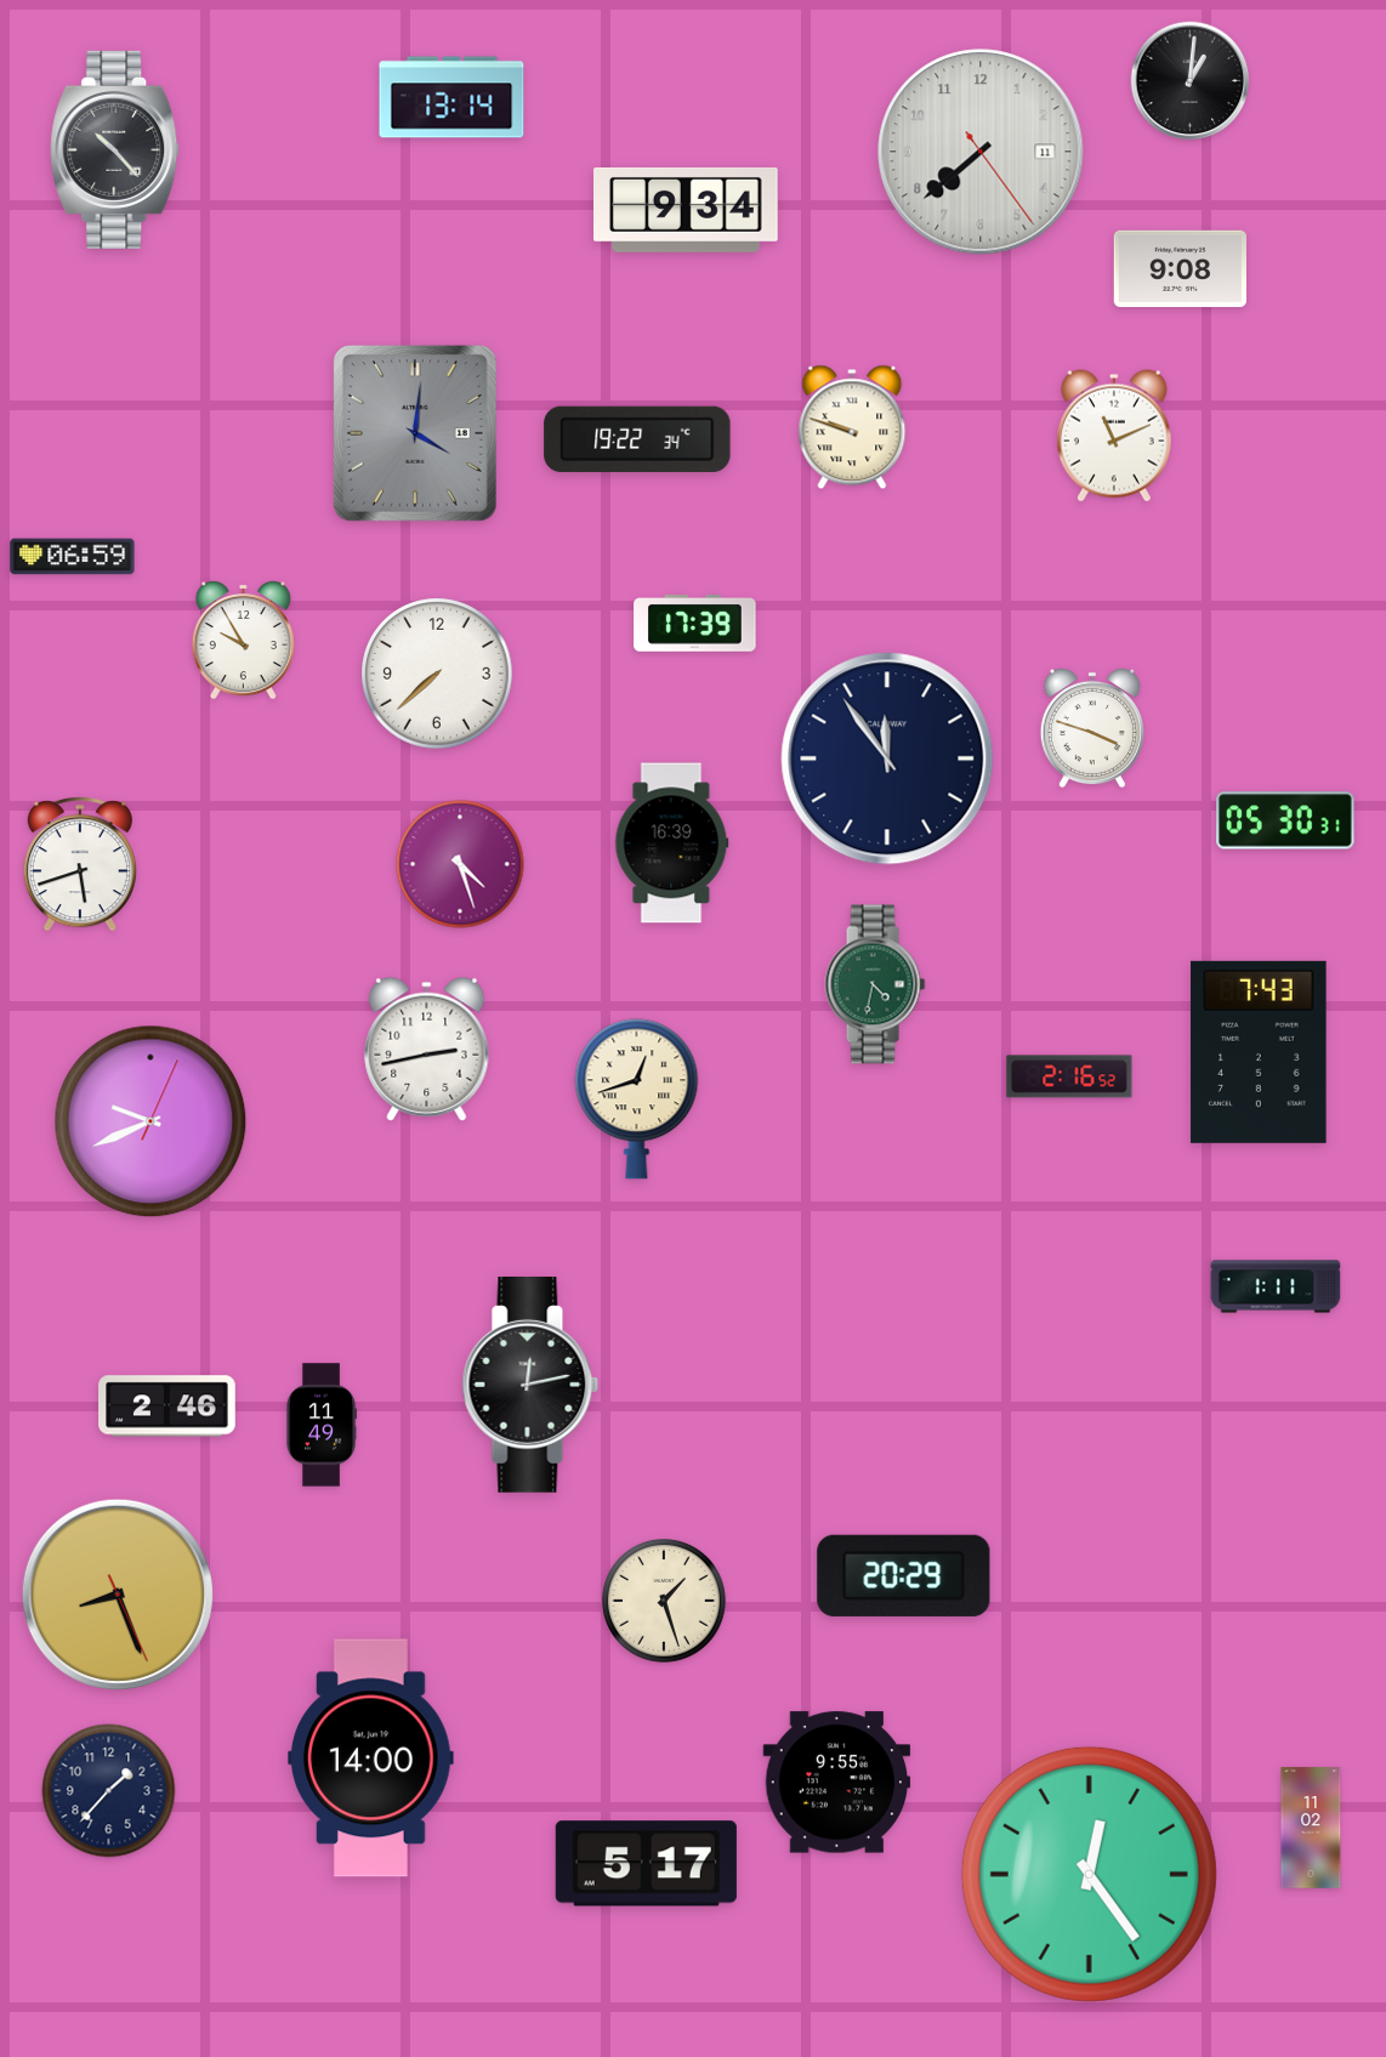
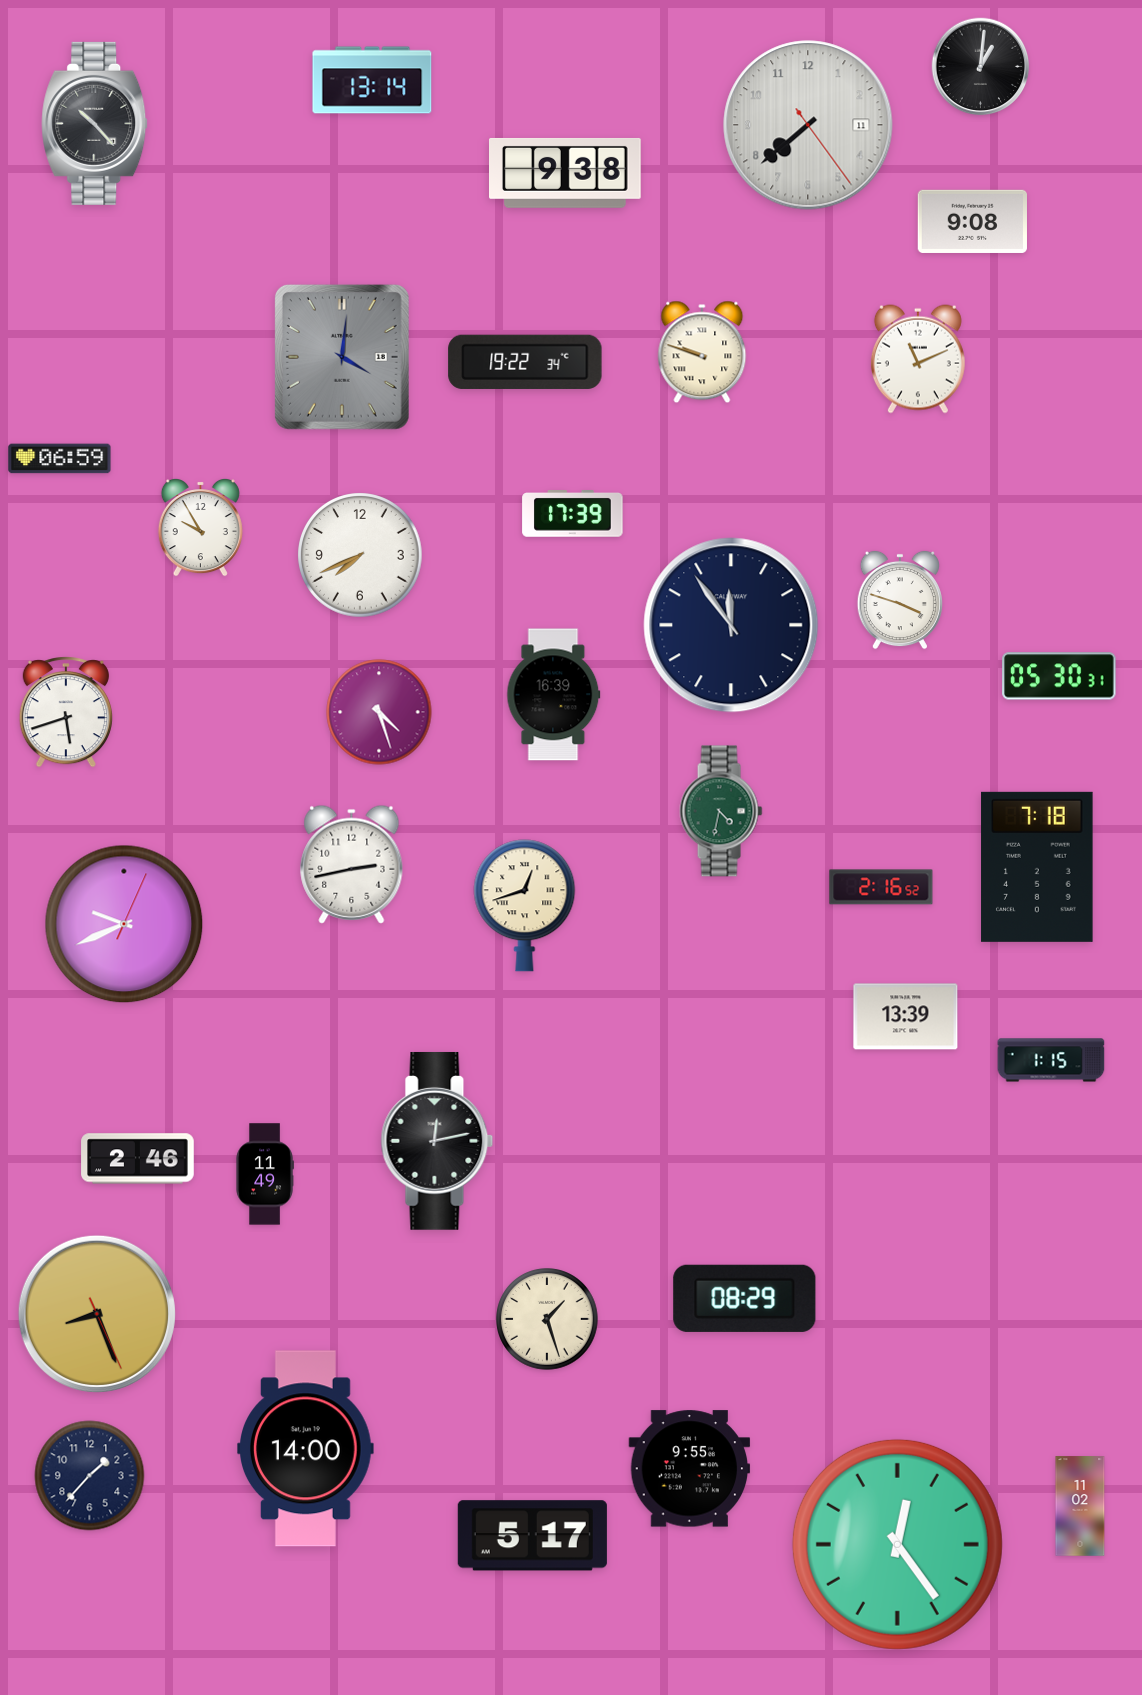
clock at (687, 210): 9:34 -> 9:38
clock at (437, 674): 7:38 -> 7:41
clock at (1259, 1052): 7:43 -> 7:18
clock at (906, 1017): none -> 13:39
clock at (1276, 1286): 1:11 -> 1:15
clock at (904, 1575): 20:29 -> 08:29
